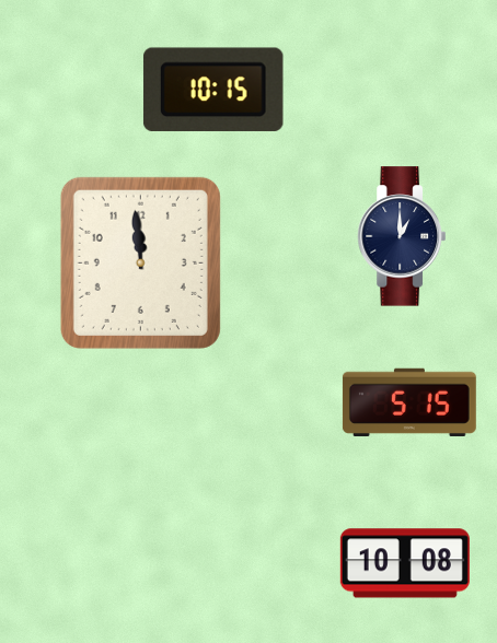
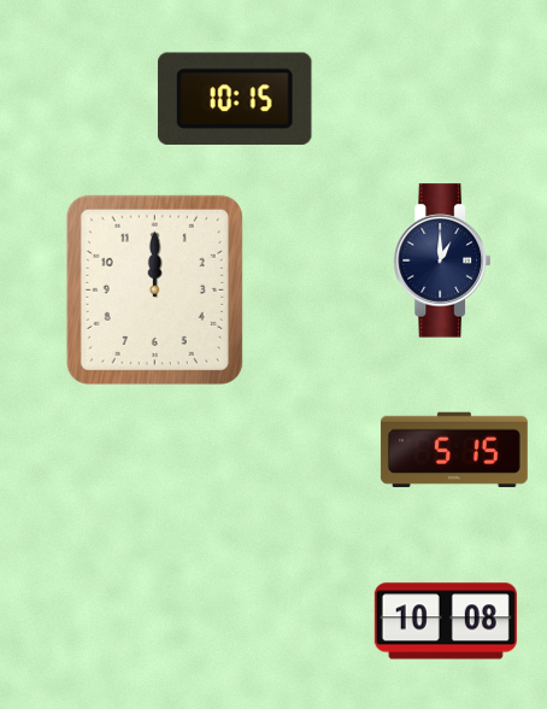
clock at (140, 262): 11:59 -> 12:00
clock at (409, 402) position: (409, 402) -> (454, 450)
